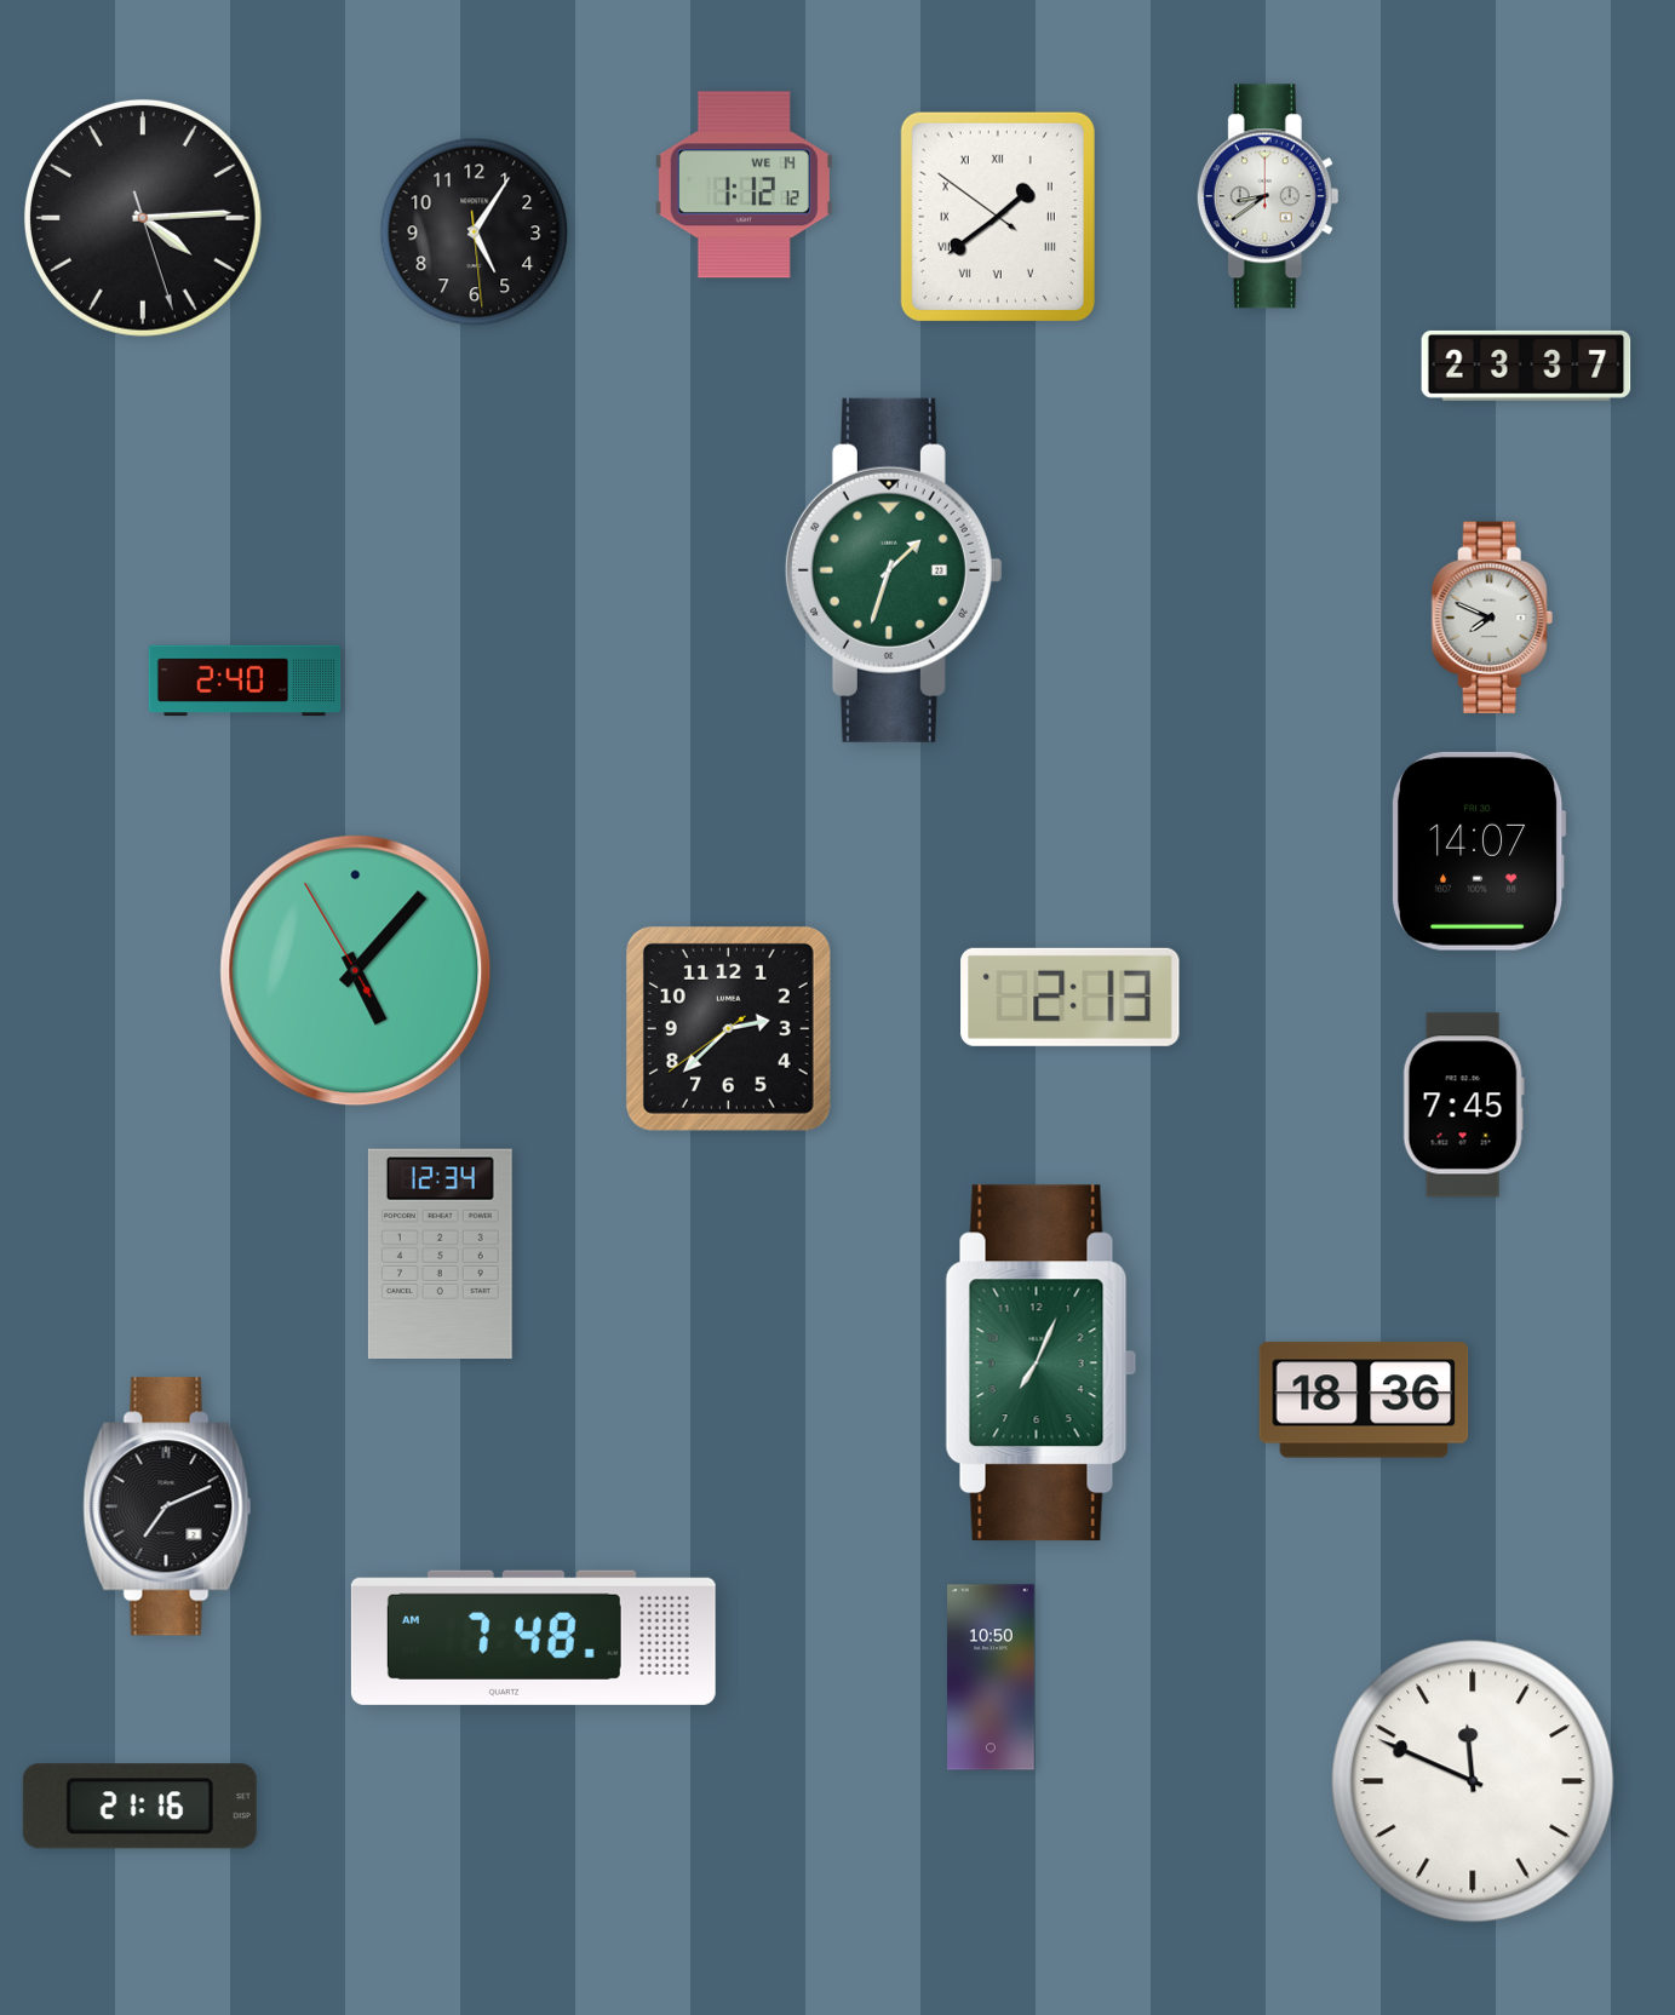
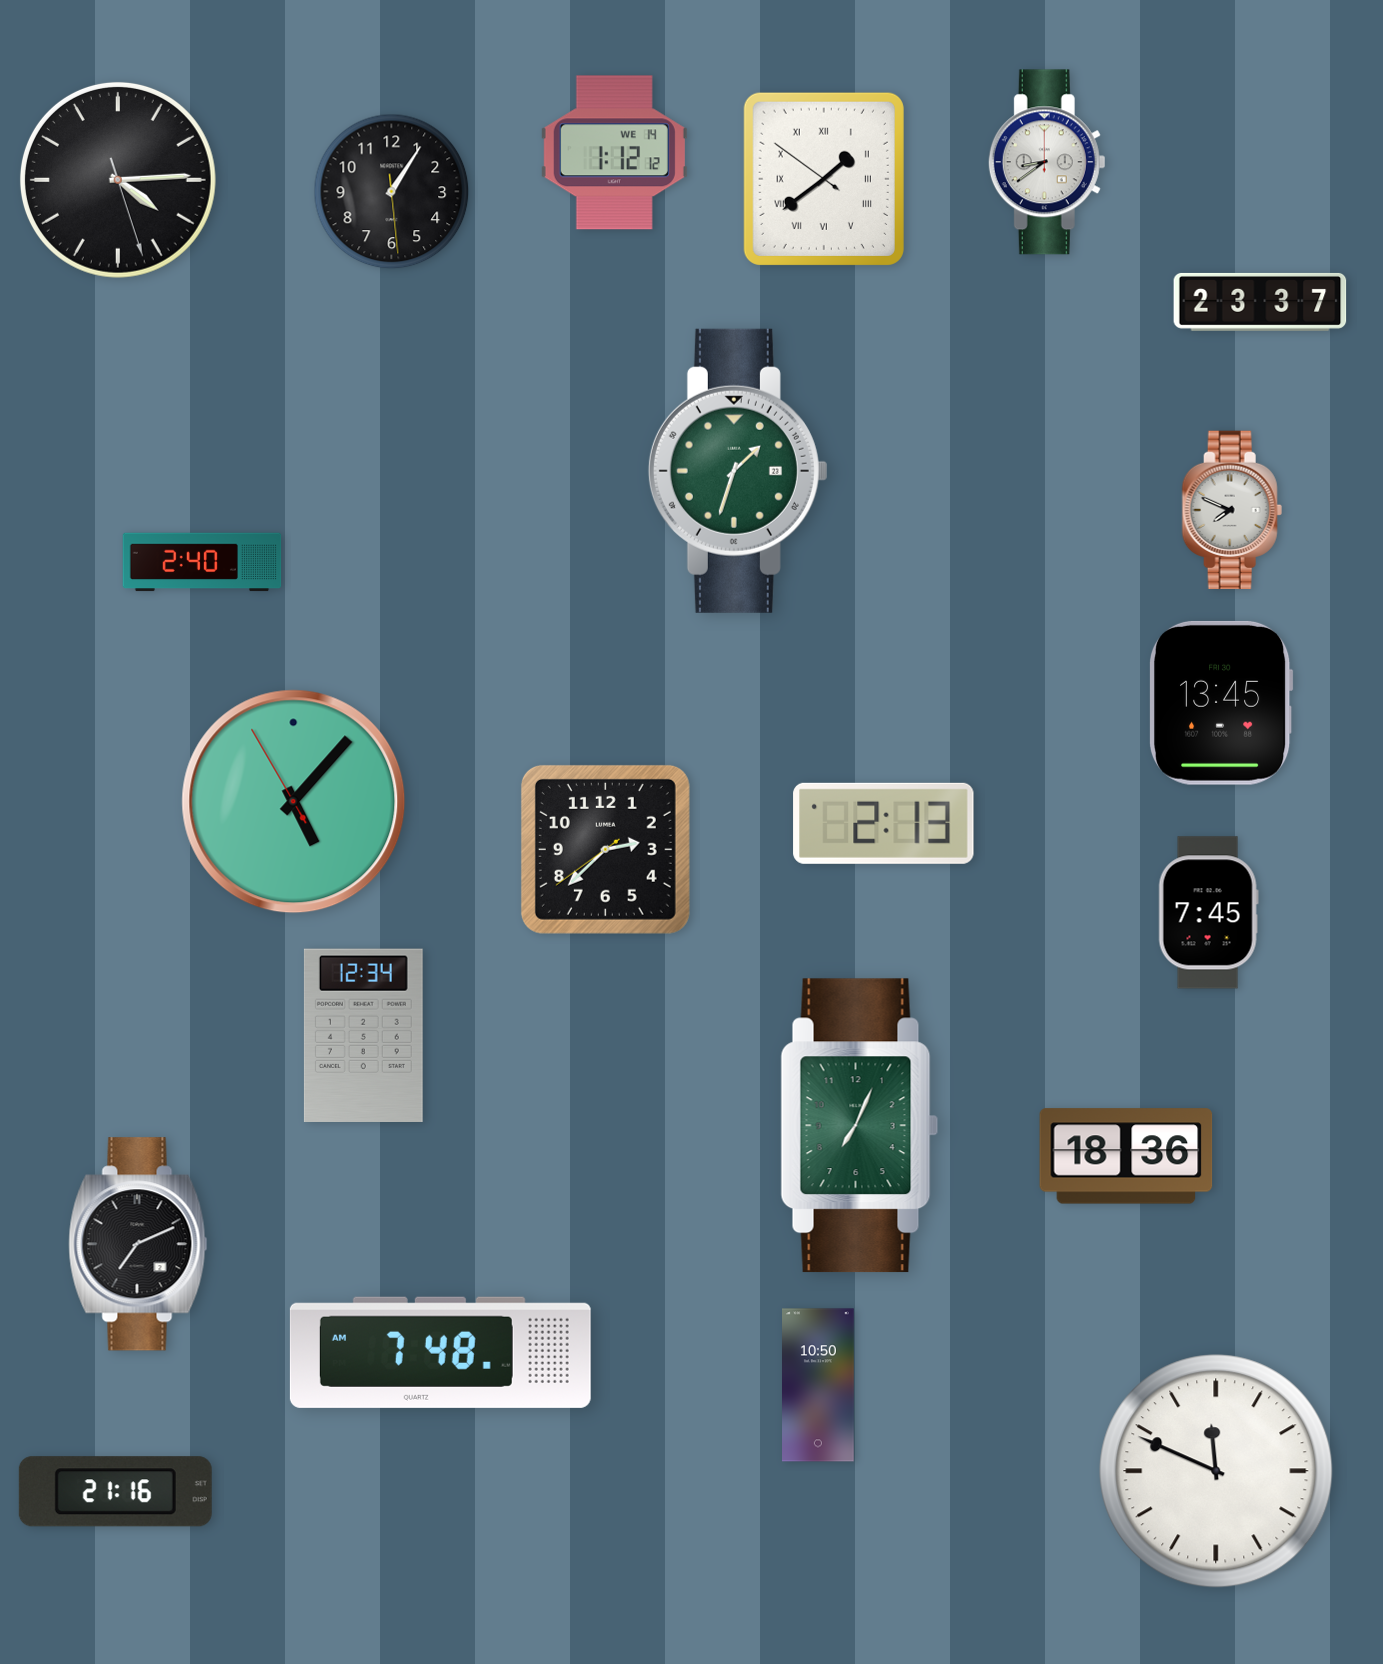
clock at (475, 232): 5:05 -> 1:05
clock at (1480, 851): 14:07 -> 13:45
clock at (728, 1028) position: (728, 1028) -> (605, 849)
